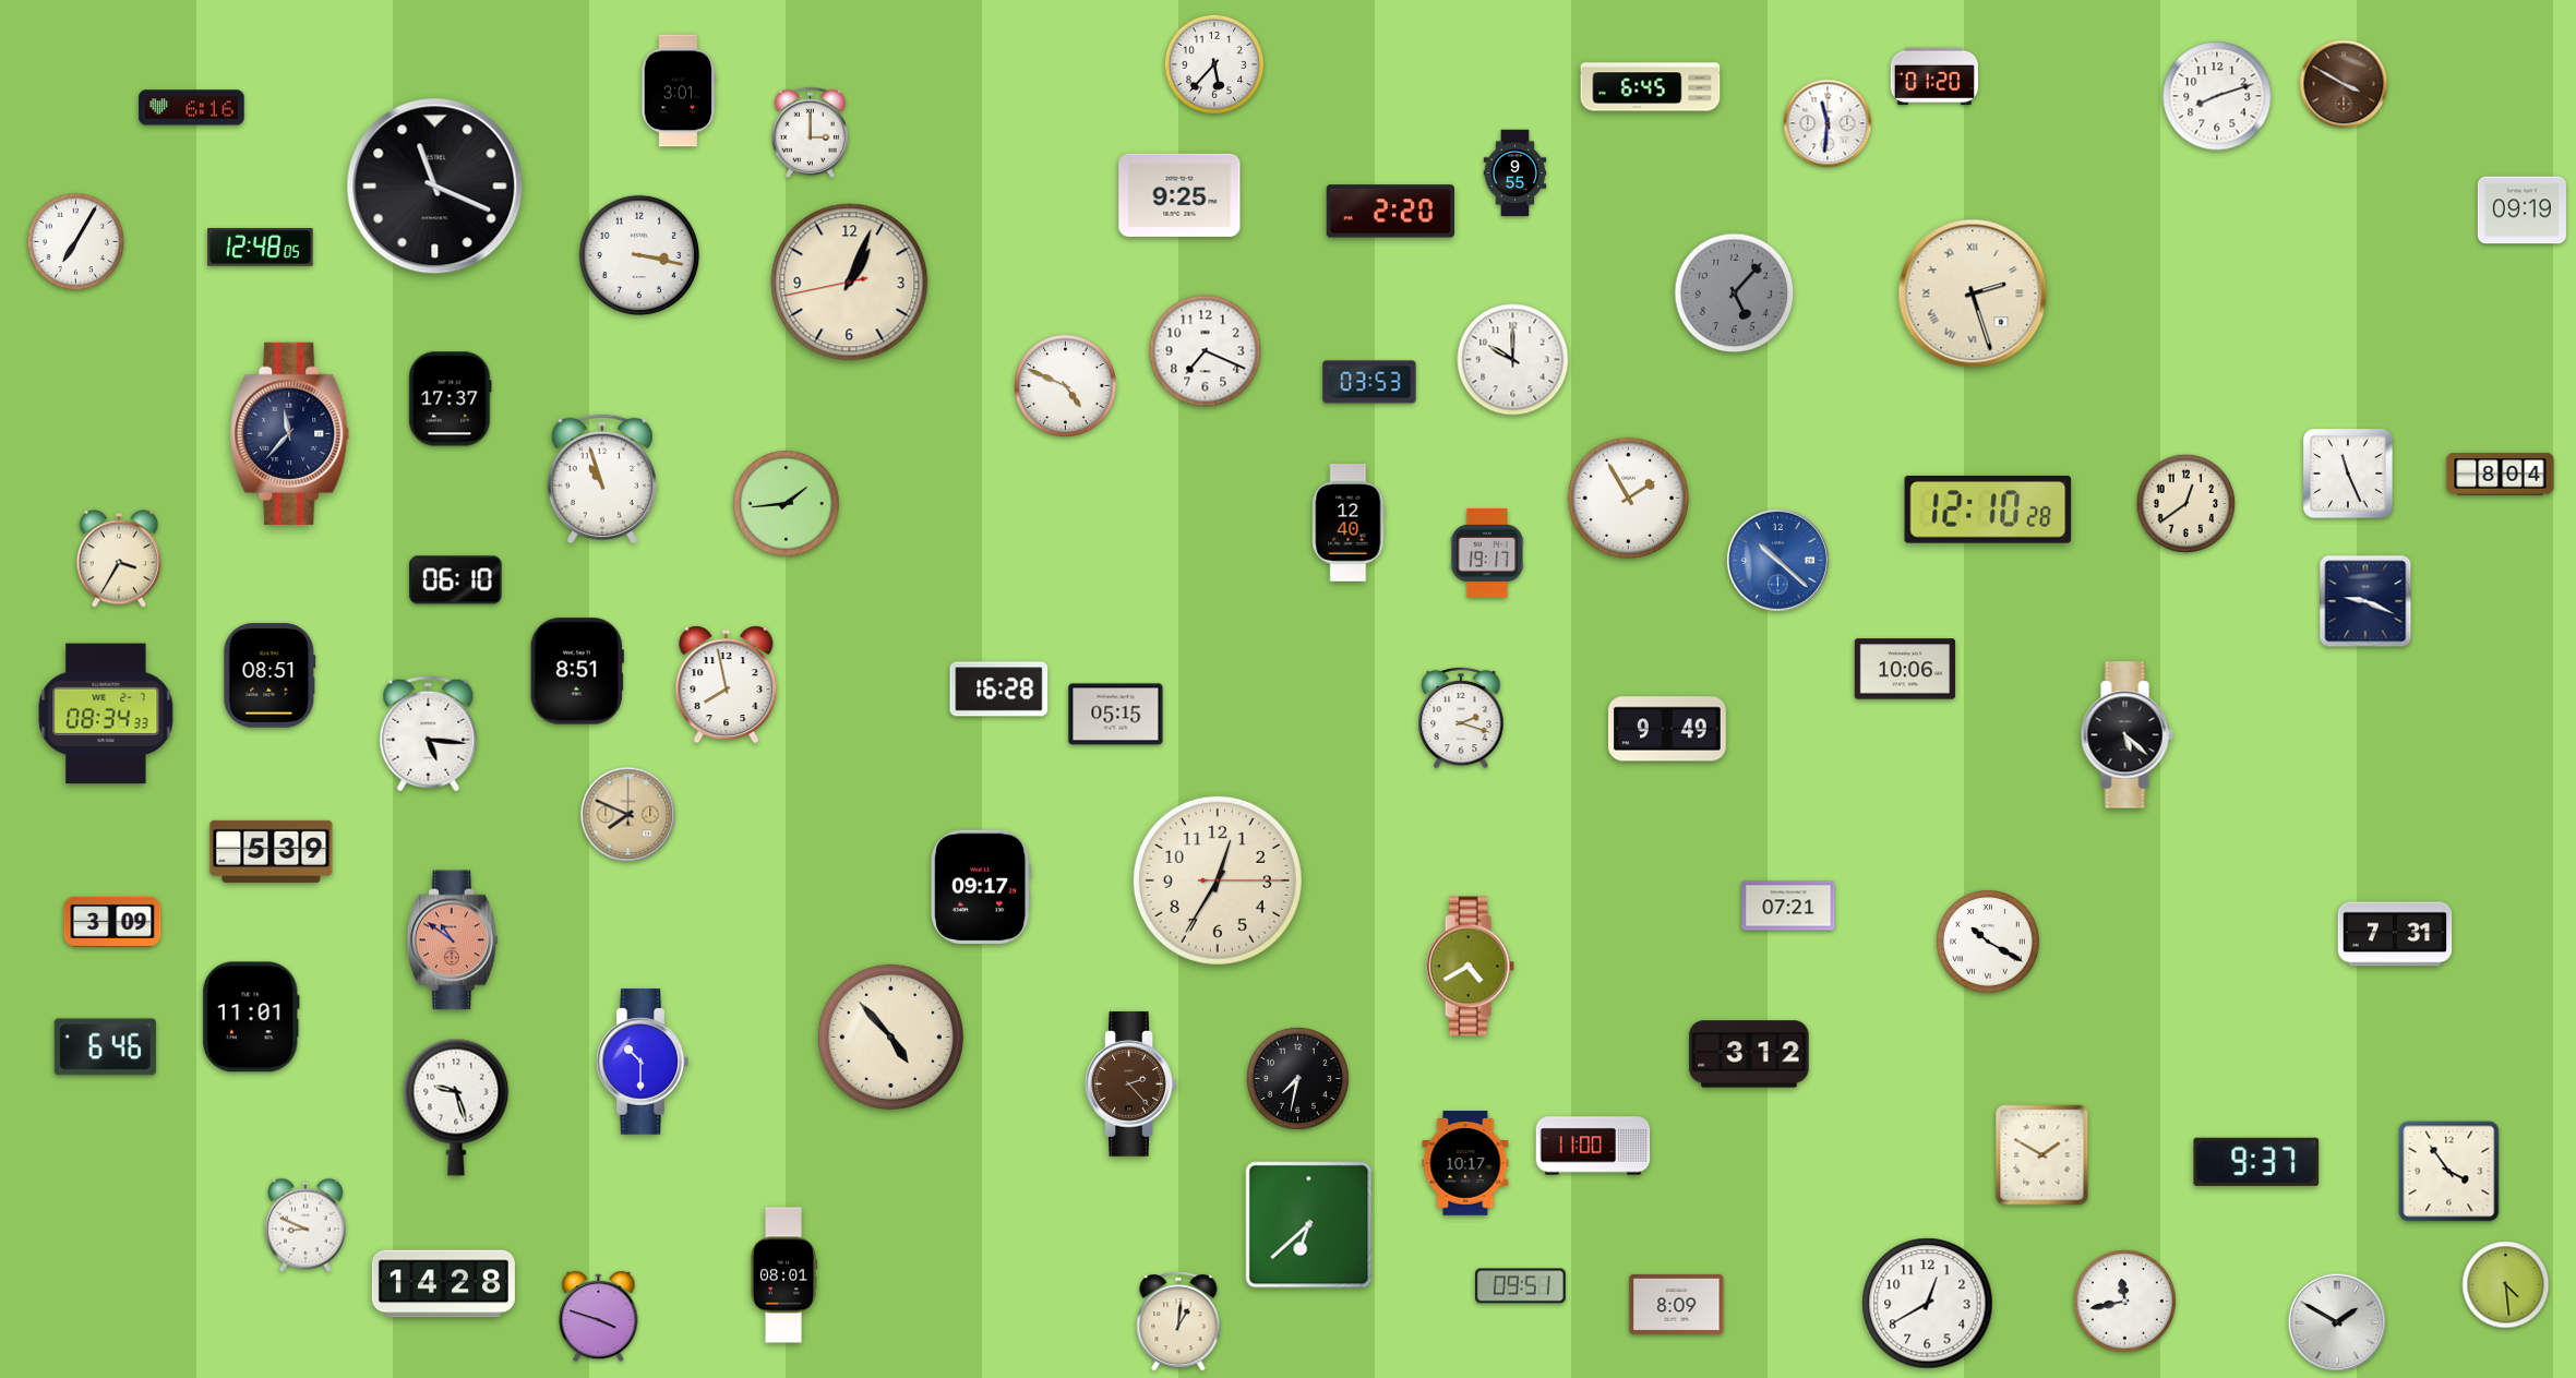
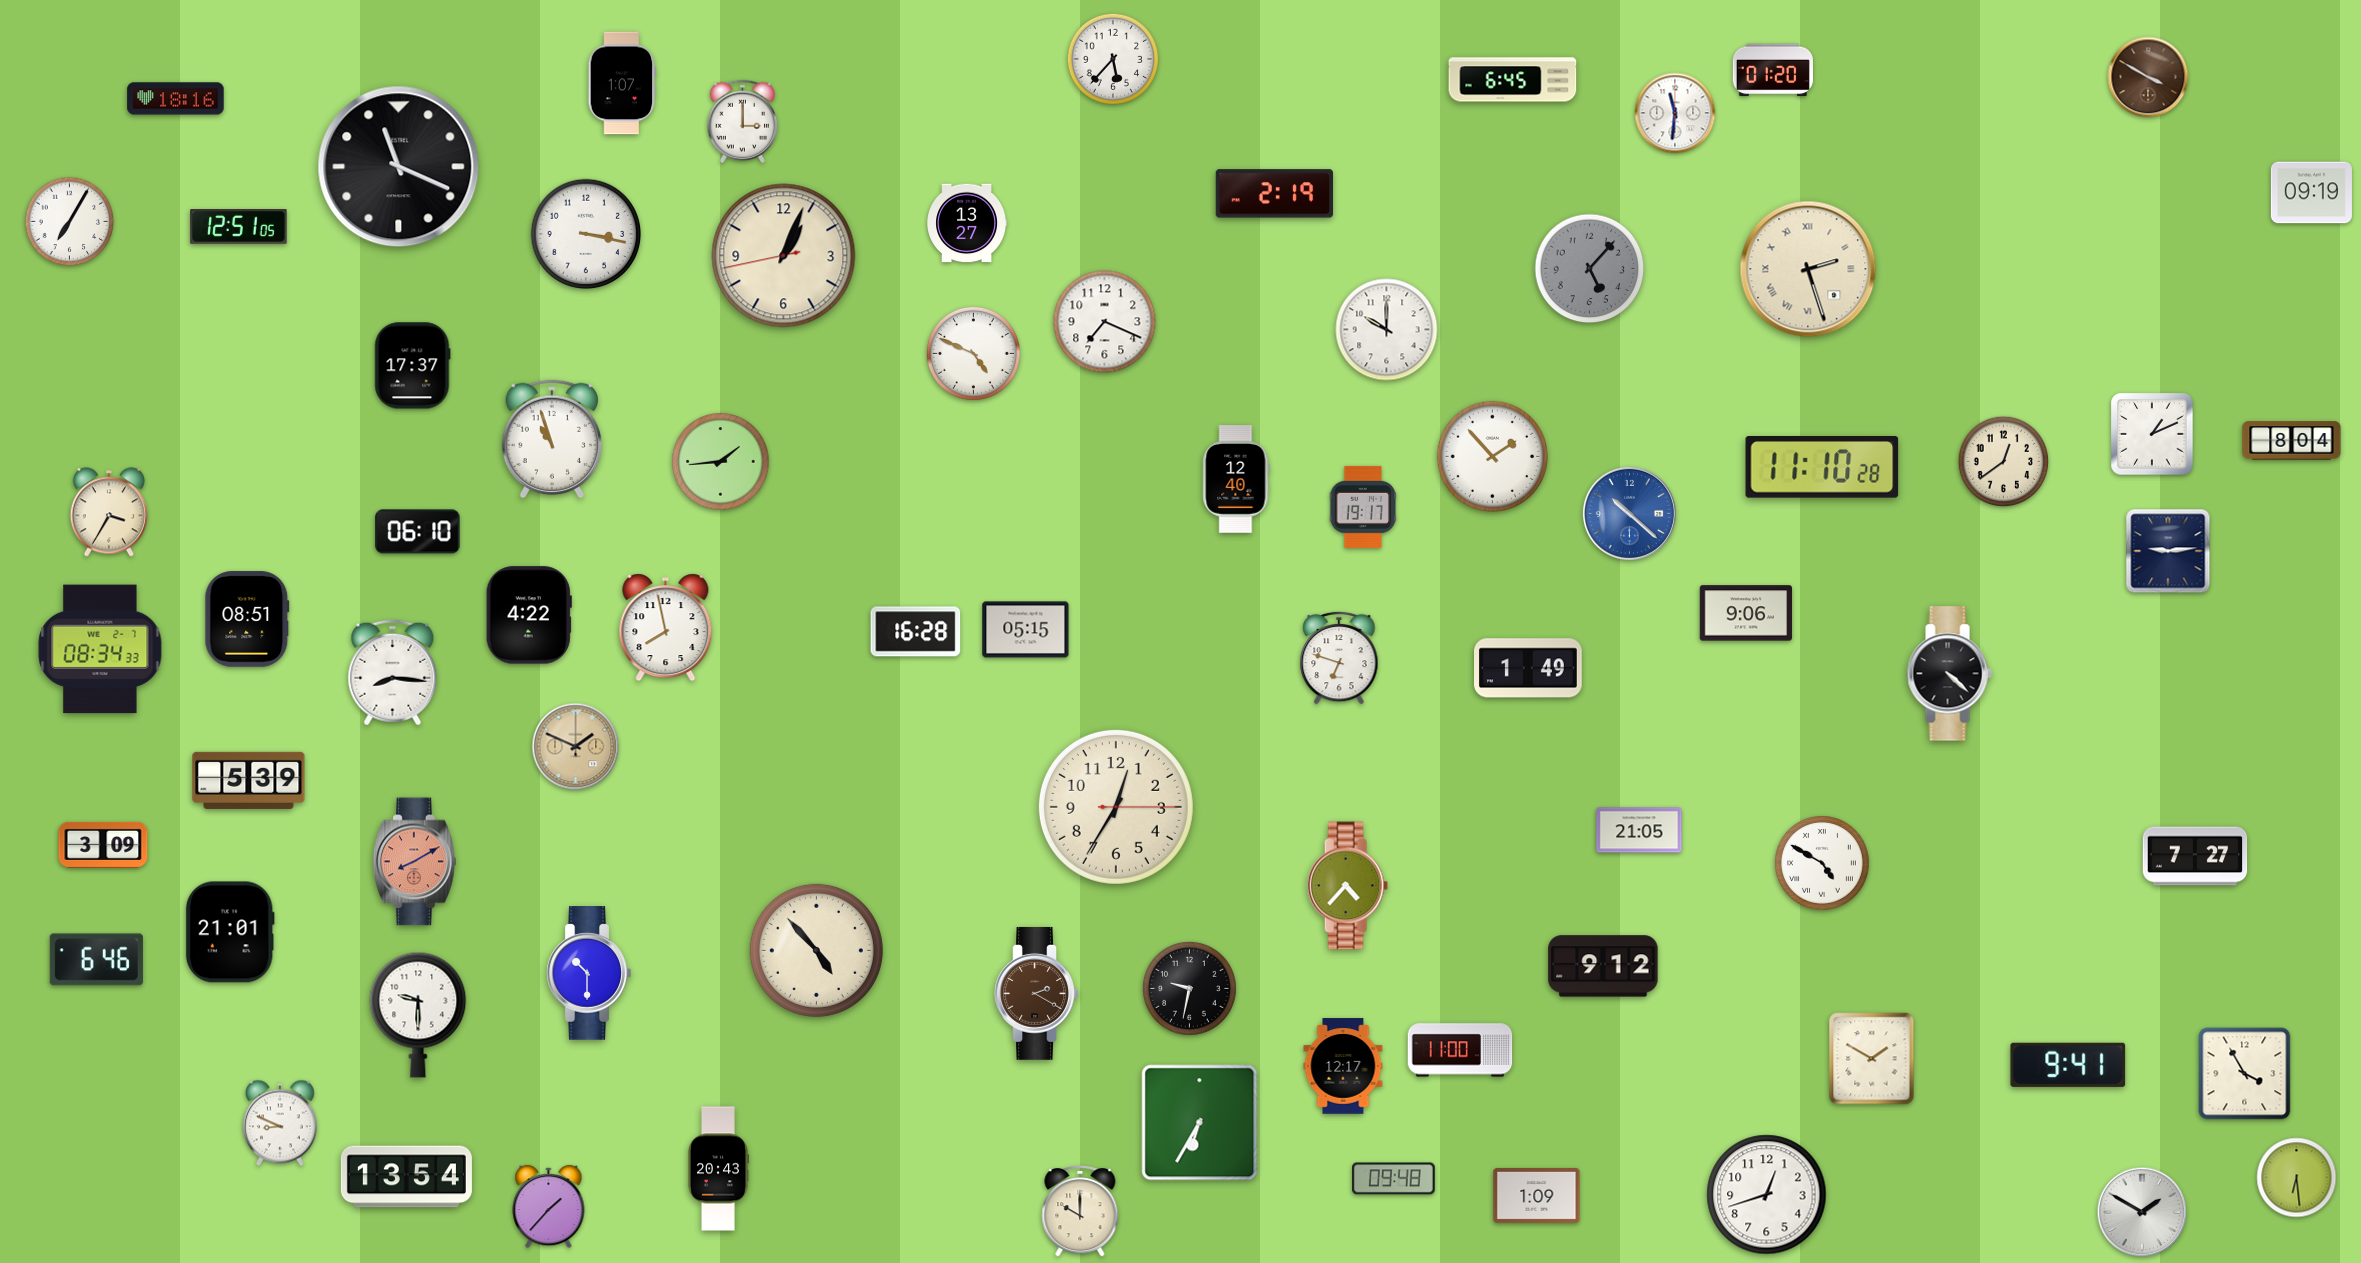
clock at (679, 91): 3:01 -> 1:07
clock at (2217, 96): 8:12 -> none
clock at (192, 108): 6:16 -> 18:16
clock at (1515, 173): 9:55 -> none
clock at (435, 187) position: (435, 187) -> (399, 167)
clock at (1179, 195): 9:25 -> none
clock at (1390, 212): 2:20 -> 2:19
clock at (966, 223): none -> 13:27
clock at (261, 248): 12:48 -> 12:51
clock at (850, 283) position: (850, 283) -> (784, 256)
clock at (1369, 382): 03:53 -> none
clock at (1065, 385) position: (1065, 385) -> (973, 353)
clock at (290, 433): 11:37 -> none
clock at (2348, 474): 11:26 -> 1:11
clock at (2501, 475) position: (2501, 475) -> (2292, 441)
clock at (1628, 498): 1:55 -> 1:53
clock at (1988, 510): 12:10 -> 11:10
clock at (2365, 601): 9:19 -> 9:14
clock at (1905, 669): 10:06 -> 9:06
clock at (577, 671): 8:51 -> 4:22
clock at (106, 714) position: (106, 714) -> (100, 649)
clock at (1116, 715) position: (1116, 715) -> (1026, 630)
clock at (1461, 718): 2:18 -> 6:48
clock at (1668, 729): 9:49 -> 1:49
clock at (429, 734): 5:16 -> 8:16
clock at (2126, 735): 5:22 -> 4:22
clock at (628, 815): 7:49 -> 1:49
clock at (981, 886): 09:17 -> none
clock at (1788, 906): 07:21 -> 21:05
clock at (2395, 934): 7:31 -> 7:27
clock at (453, 940): 10:51 -> 8:10
clock at (1989, 943): 10:20 -> 4:50
clock at (1470, 967): 4:40 -> 4:37
clock at (251, 1017): 11:01 -> 21:01
clock at (1749, 1054): 3:12 -> 9:12
clock at (1297, 1078): 7:32 -> 9:32
clock at (1131, 1085): 2:23 -> 2:20
clock at (456, 1107): 9:27 -> 9:30
clock at (2256, 1162): 9:37 -> 9:41
clock at (1465, 1163): 10:17 -> 12:17
clock at (2449, 1172): 3:54 -> 3:55
clock at (1309, 1225): 6:38 -> 6:35
clock at (783, 1275): 08:01 -> 20:43
clock at (443, 1284): 14:28 -> 13:54
clock at (2506, 1285): 4:29 -> 6:29
clock at (1521, 1286): 09:51 -> 09:48
clock at (2124, 1301): 11:43 -> none
clock at (1677, 1304): 8:09 -> 1:09
clock at (1928, 1304): 12:40 -> 12:42
clock at (599, 1317): 3:48 -> 1:37
clock at (1178, 1321): 1:01 -> 10:00
